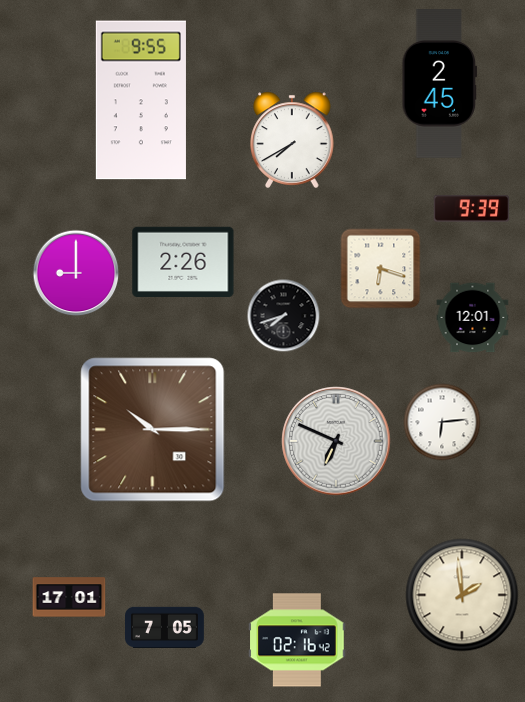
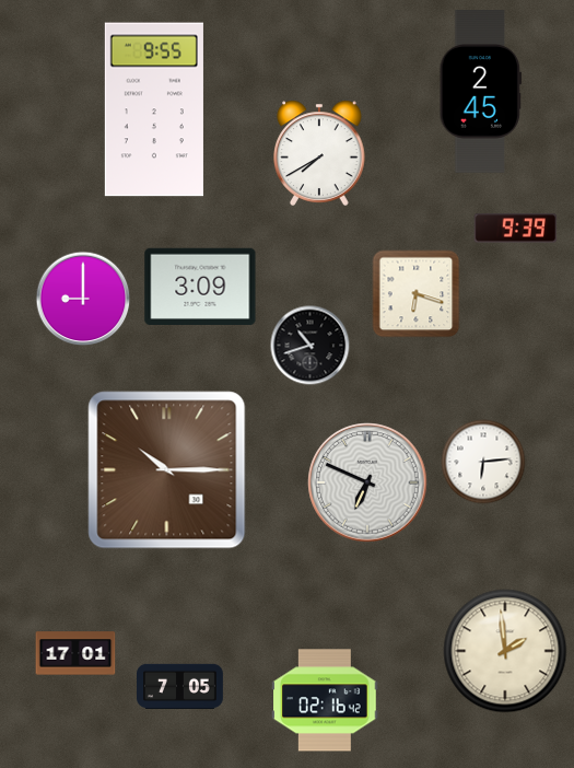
clock at (183, 261): 2:26 -> 3:09
clock at (284, 316): 7:42 -> 10:42
clock at (473, 318): 12:01 -> none
